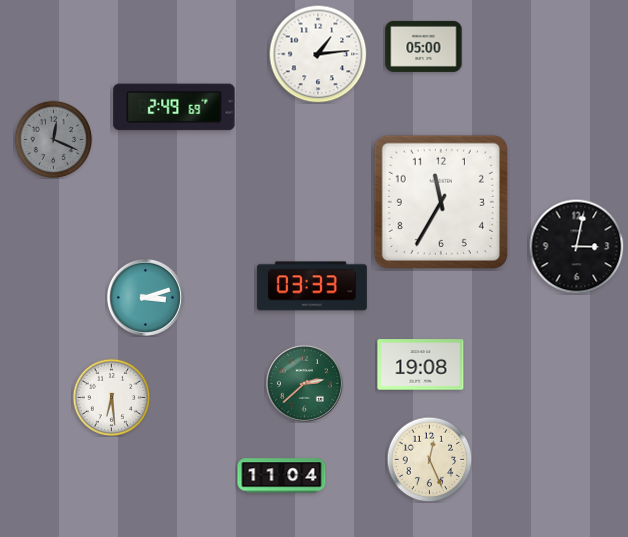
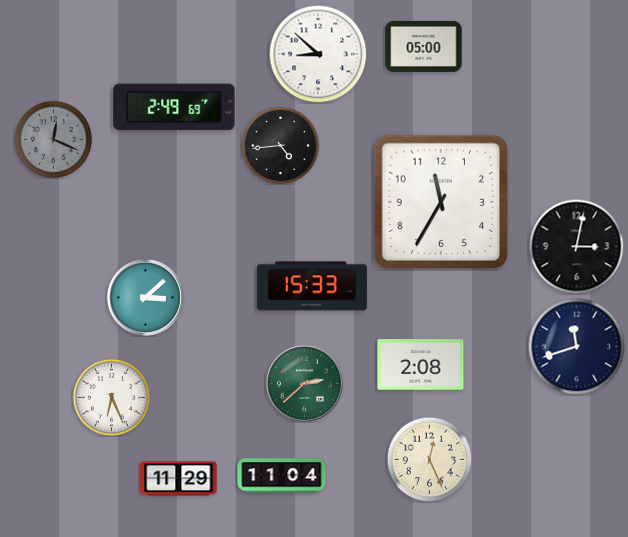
clock at (318, 54): 1:14 -> 8:52
clock at (280, 145): none -> 4:44
clock at (312, 286): 03:33 -> 15:33
clock at (145, 297): 3:12 -> 3:08
clock at (576, 346): none -> 11:42
clock at (421, 365): 19:08 -> 2:08
clock at (111, 397): 6:29 -> 6:26
clock at (179, 479): none -> 11:29
